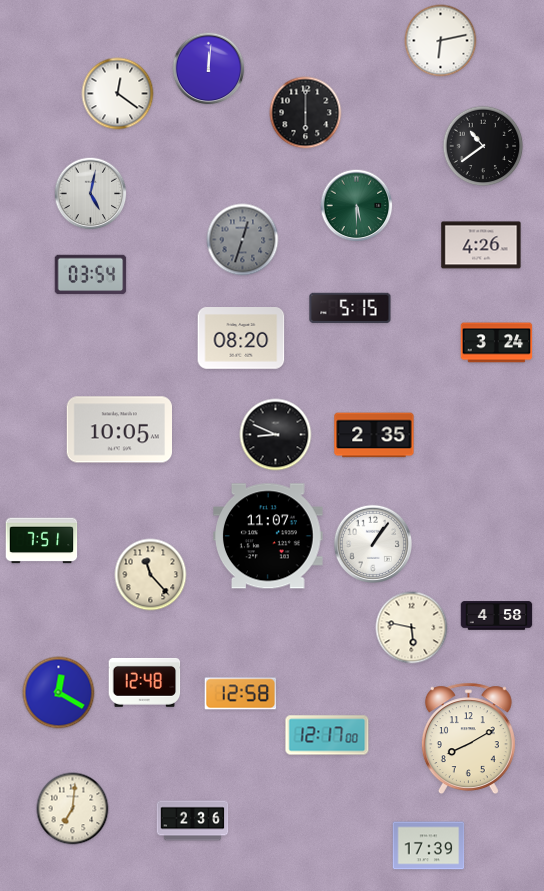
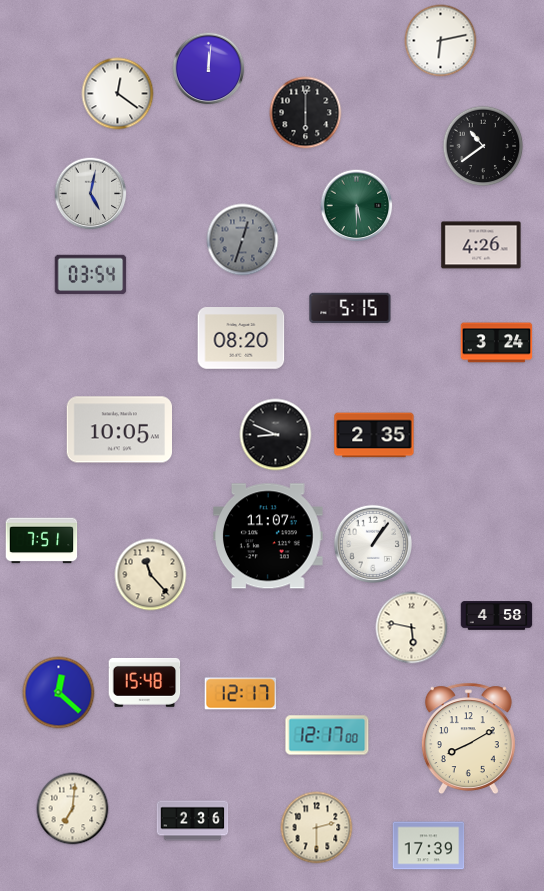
clock at (145, 682): 12:48 -> 15:48
clock at (59, 693): 12:20 -> 12:22
clock at (241, 694): 12:58 -> 12:17
clock at (317, 828): none -> 2:30
